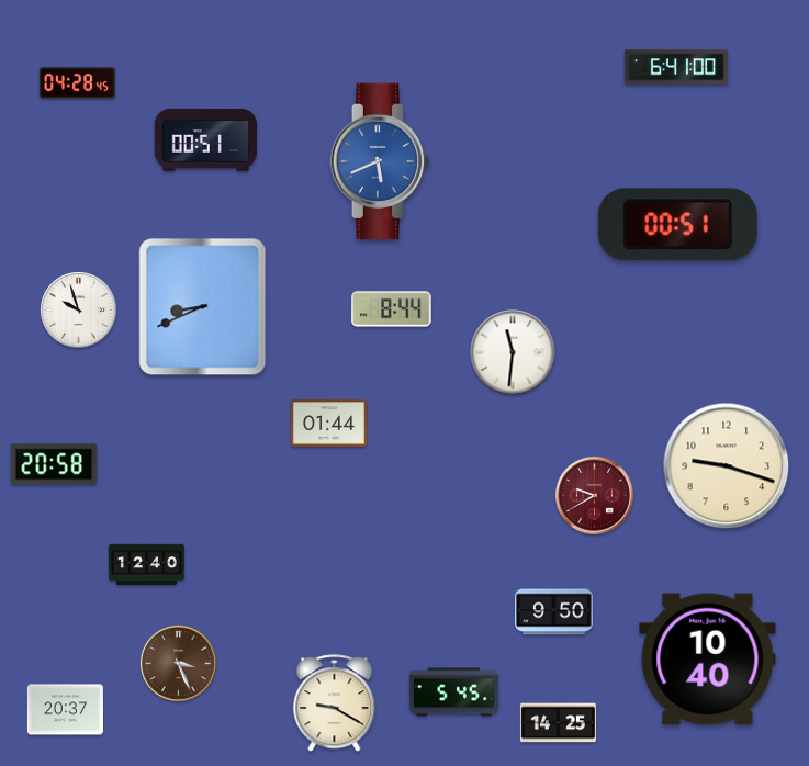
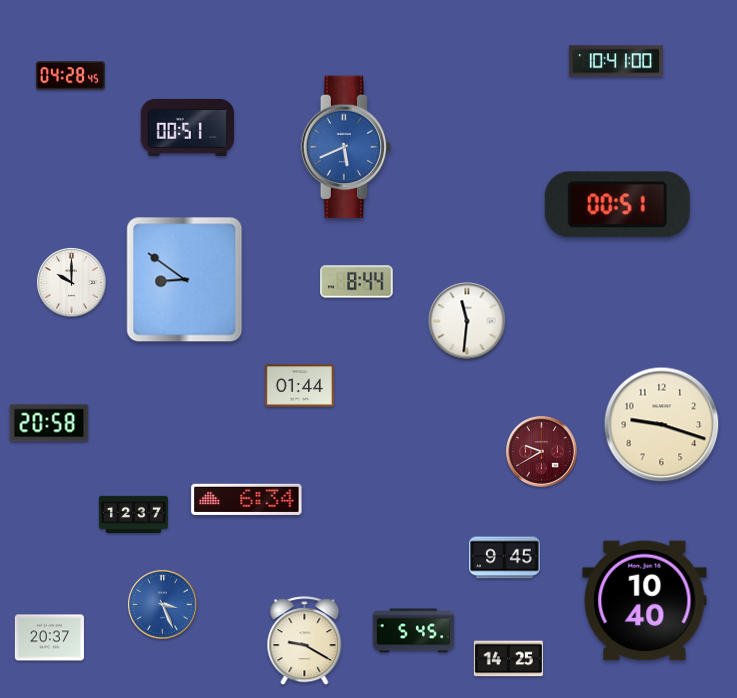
clock at (676, 67): 6:41 -> 10:41
clock at (203, 307): 8:41 -> 8:51
clock at (78, 309): 9:57 -> 10:00
clock at (247, 499): none -> 6:34
clock at (146, 564): 12:40 -> 12:37
clock at (554, 612): 9:50 -> 9:45
clock at (178, 663) dial: brown -> blue
clock at (65, 710) position: (65, 710) -> (49, 638)
